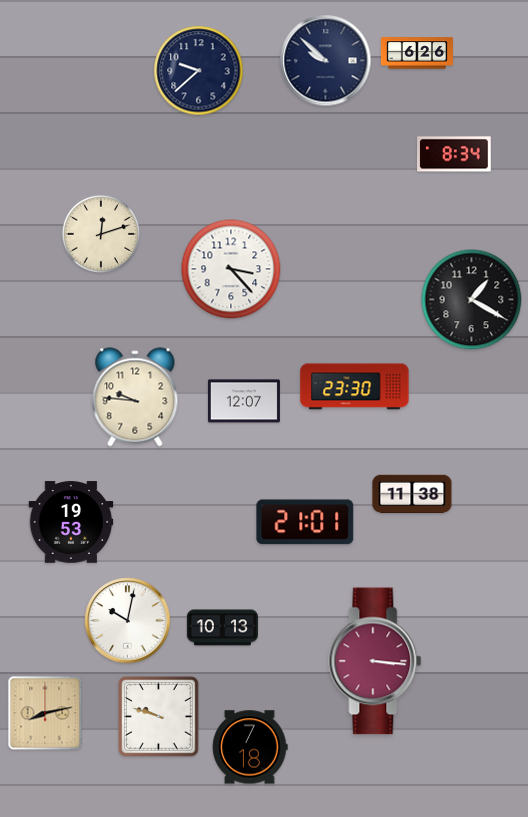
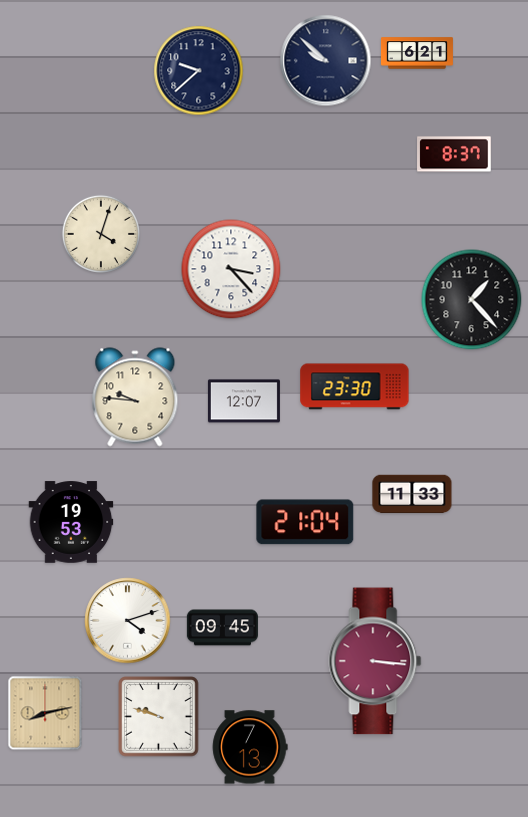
clock at (417, 53): 6:26 -> 6:21
clock at (454, 154): 8:34 -> 8:37
clock at (101, 234): 12:12 -> 4:03
clock at (472, 300): 1:20 -> 1:23
clock at (412, 494): 11:38 -> 11:33
clock at (305, 522): 21:01 -> 21:04
clock at (128, 621): 10:02 -> 4:12
clock at (222, 628): 10:13 -> 09:45
clock at (250, 747): 7:18 -> 7:13
